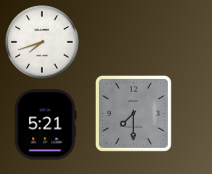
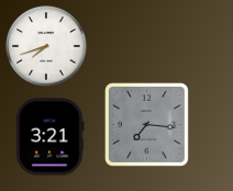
clock at (133, 113): 7:30 -> 7:16
clock at (46, 125): 5:21 -> 3:21
